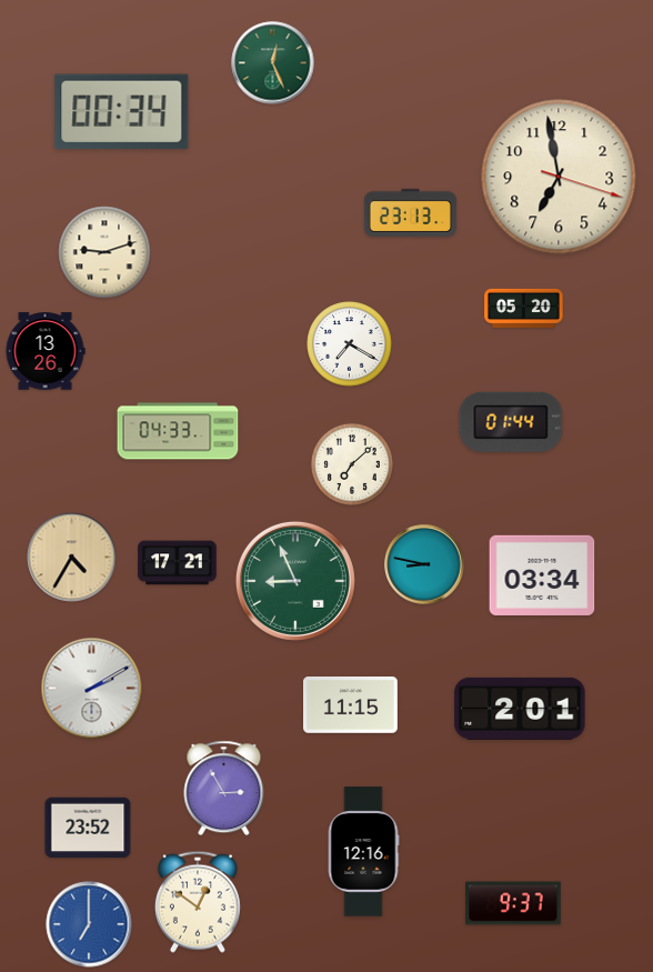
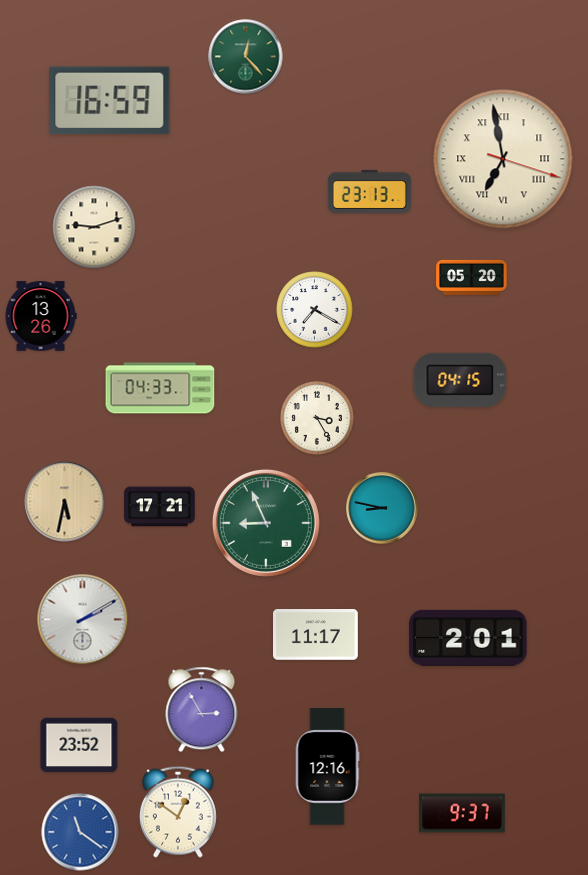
clock at (273, 63): 12:26 -> 12:23
clock at (122, 112): 00:34 -> 16:59
clock at (559, 177) numerals: Arabic -> Roman
clock at (511, 422): 01:44 -> 04:15
clock at (352, 464): 7:08 -> 3:25
clock at (72, 558): 4:35 -> 5:32
clock at (542, 575): 03:34 -> none
clock at (351, 705): 11:15 -> 11:17
clock at (89, 924): 7:00 -> 11:21
